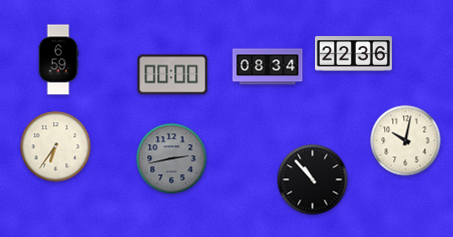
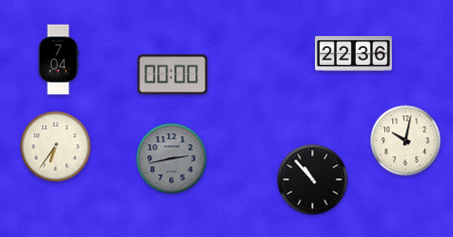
clock at (58, 60): 6:59 -> 7:04
clock at (268, 67): 08:34 -> none
